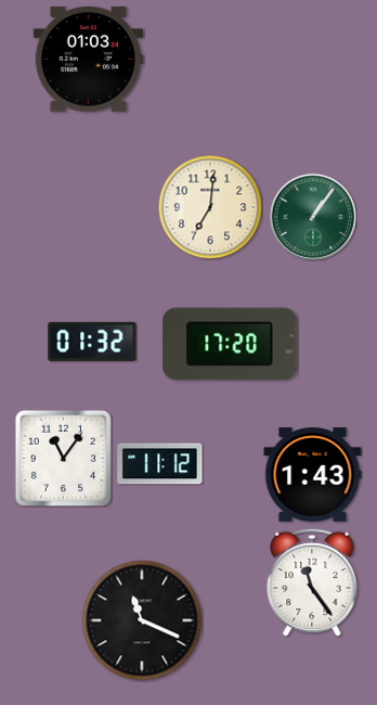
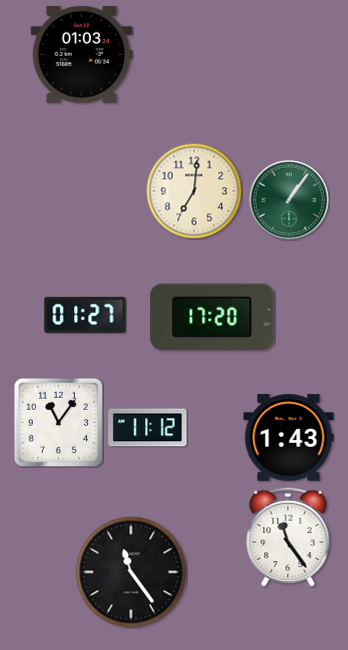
clock at (92, 342): 01:32 -> 01:27
clock at (142, 620): 11:19 -> 11:24
